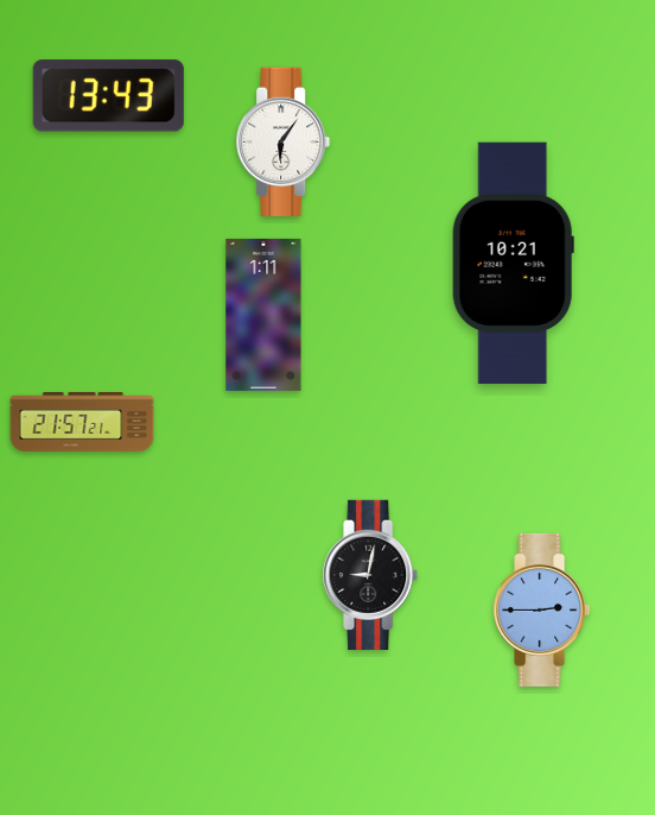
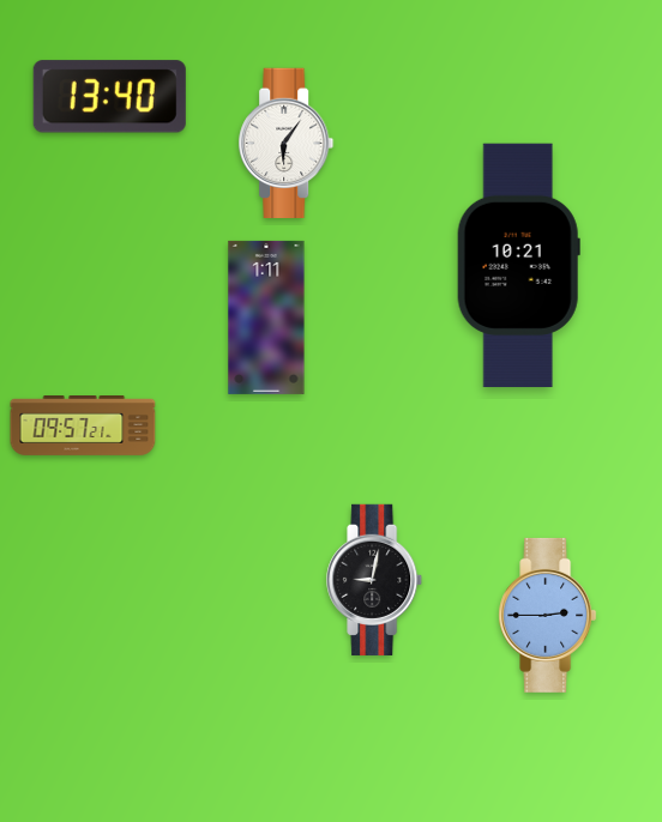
clock at (108, 96): 13:43 -> 13:40
clock at (82, 423): 21:57 -> 09:57
